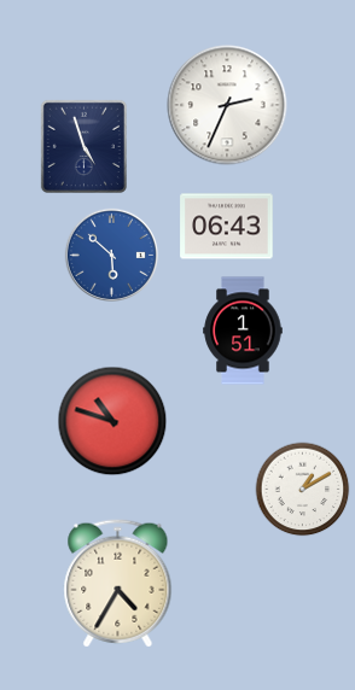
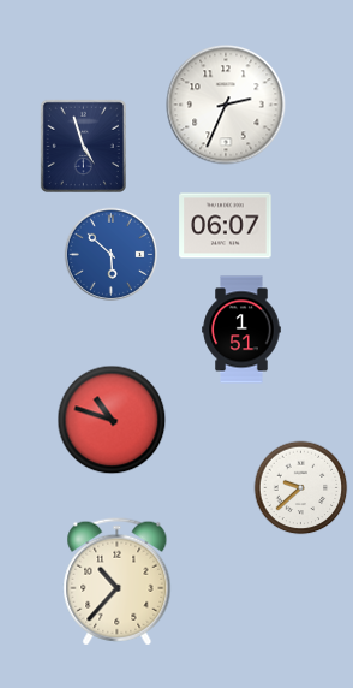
clock at (227, 227): 06:43 -> 06:07
clock at (302, 489): 1:10 -> 9:38
clock at (118, 584): 4:35 -> 10:37
